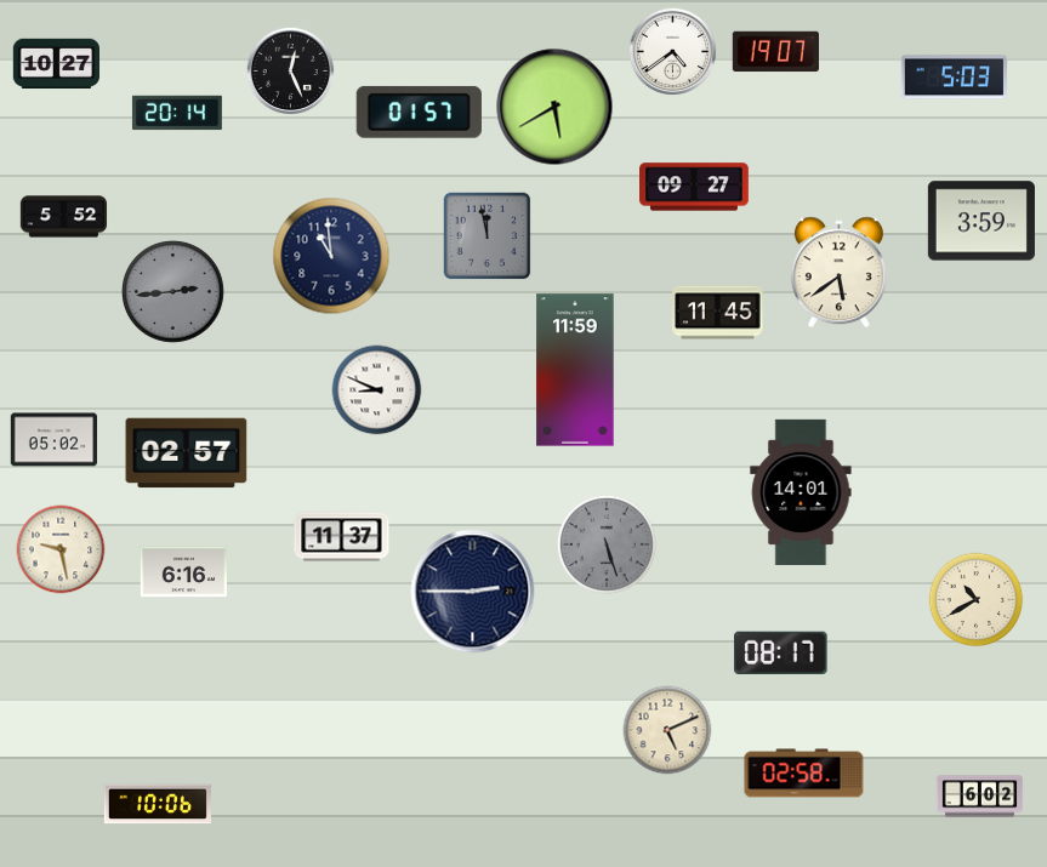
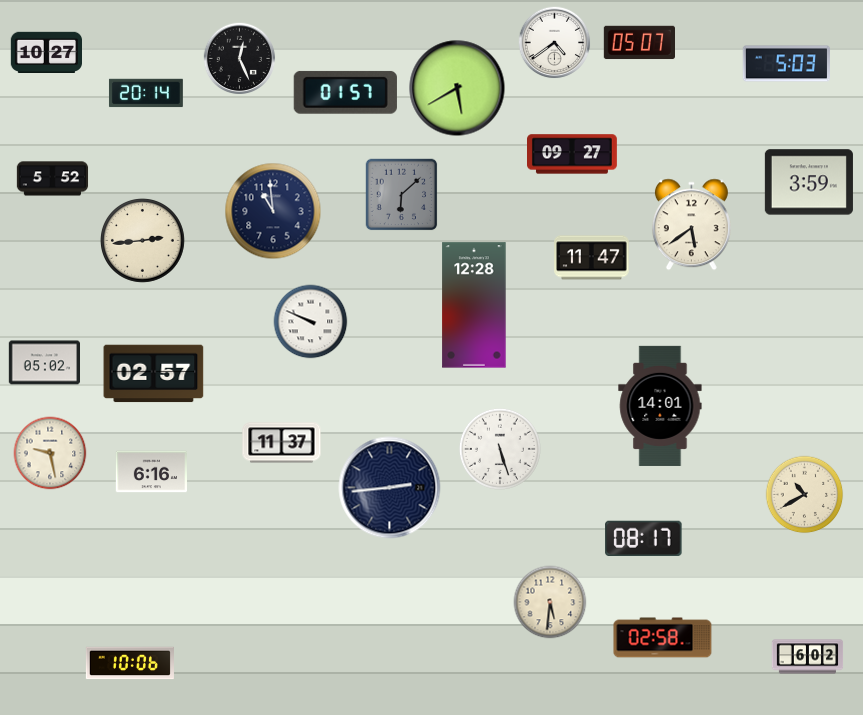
clock at (775, 52): 19:07 -> 05:07
clock at (488, 236): 11:58 -> 6:08
clock at (173, 292) dial: grey -> cream
clock at (718, 313): 11:45 -> 11:47
clock at (575, 370): 11:59 -> 12:28
clock at (377, 390): 8:49 -> 9:49
clock at (607, 544) dial: grey -> white
clock at (473, 592): 2:45 -> 2:44
clock at (667, 730): 5:11 -> 5:31
